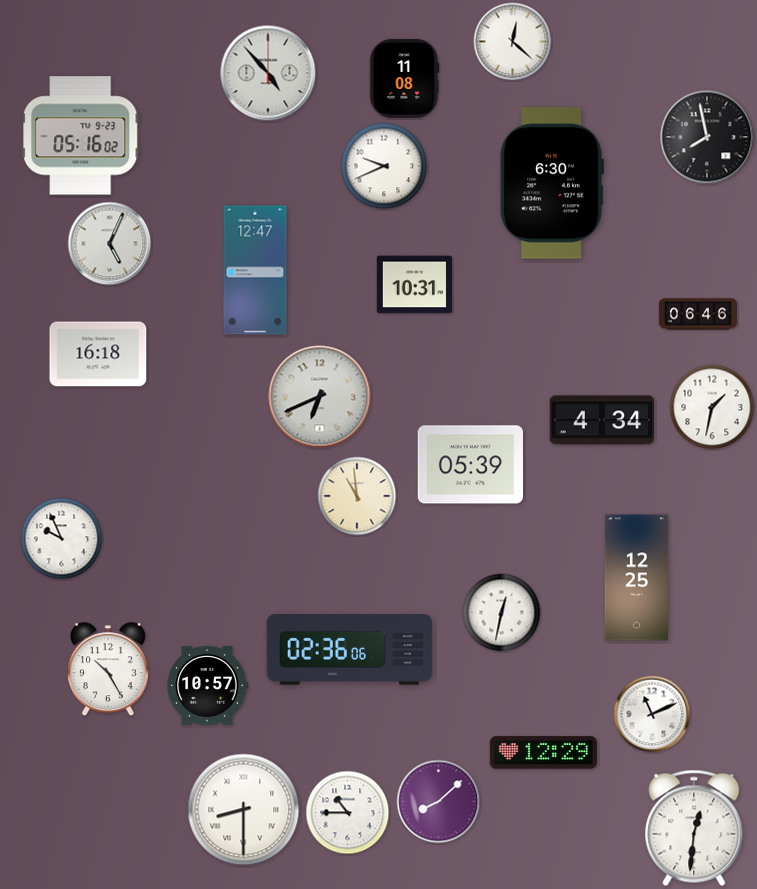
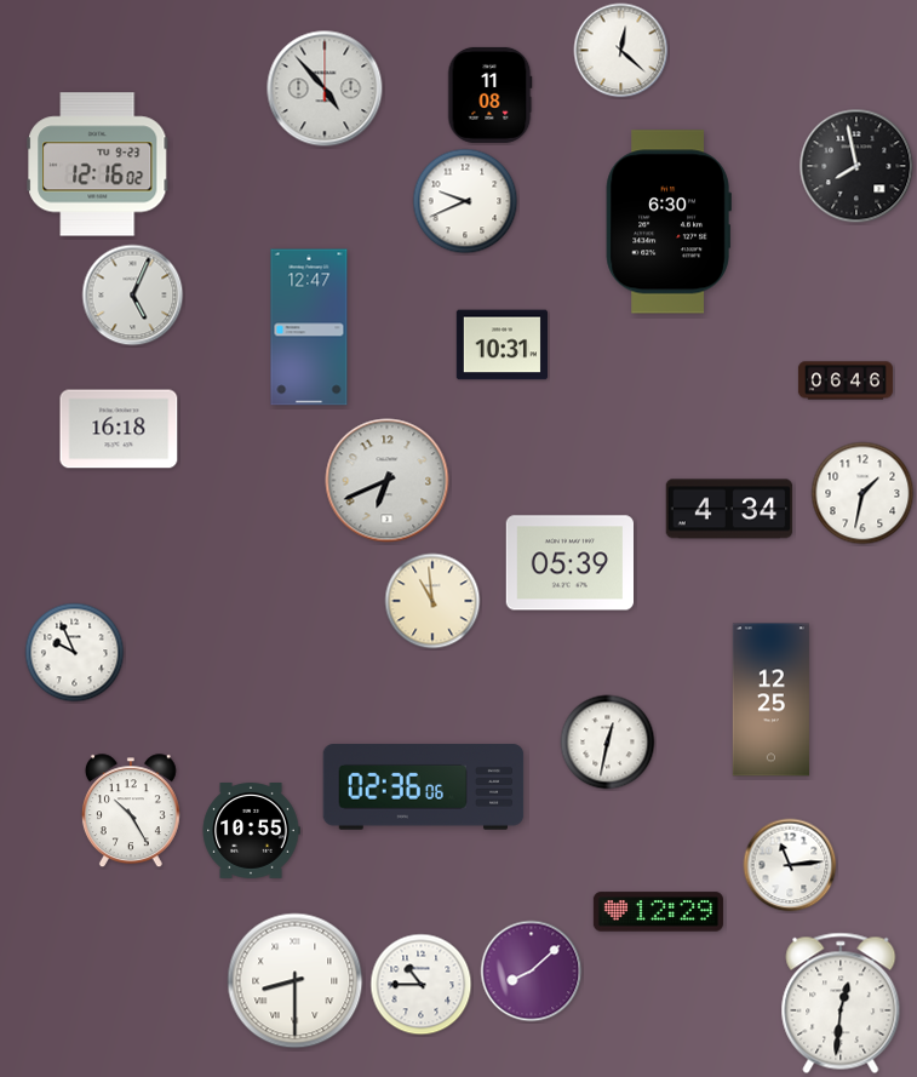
clock at (81, 136): 05:16 -> 12:16
clock at (207, 686): 10:57 -> 10:55
clock at (652, 714): 11:11 -> 11:14
